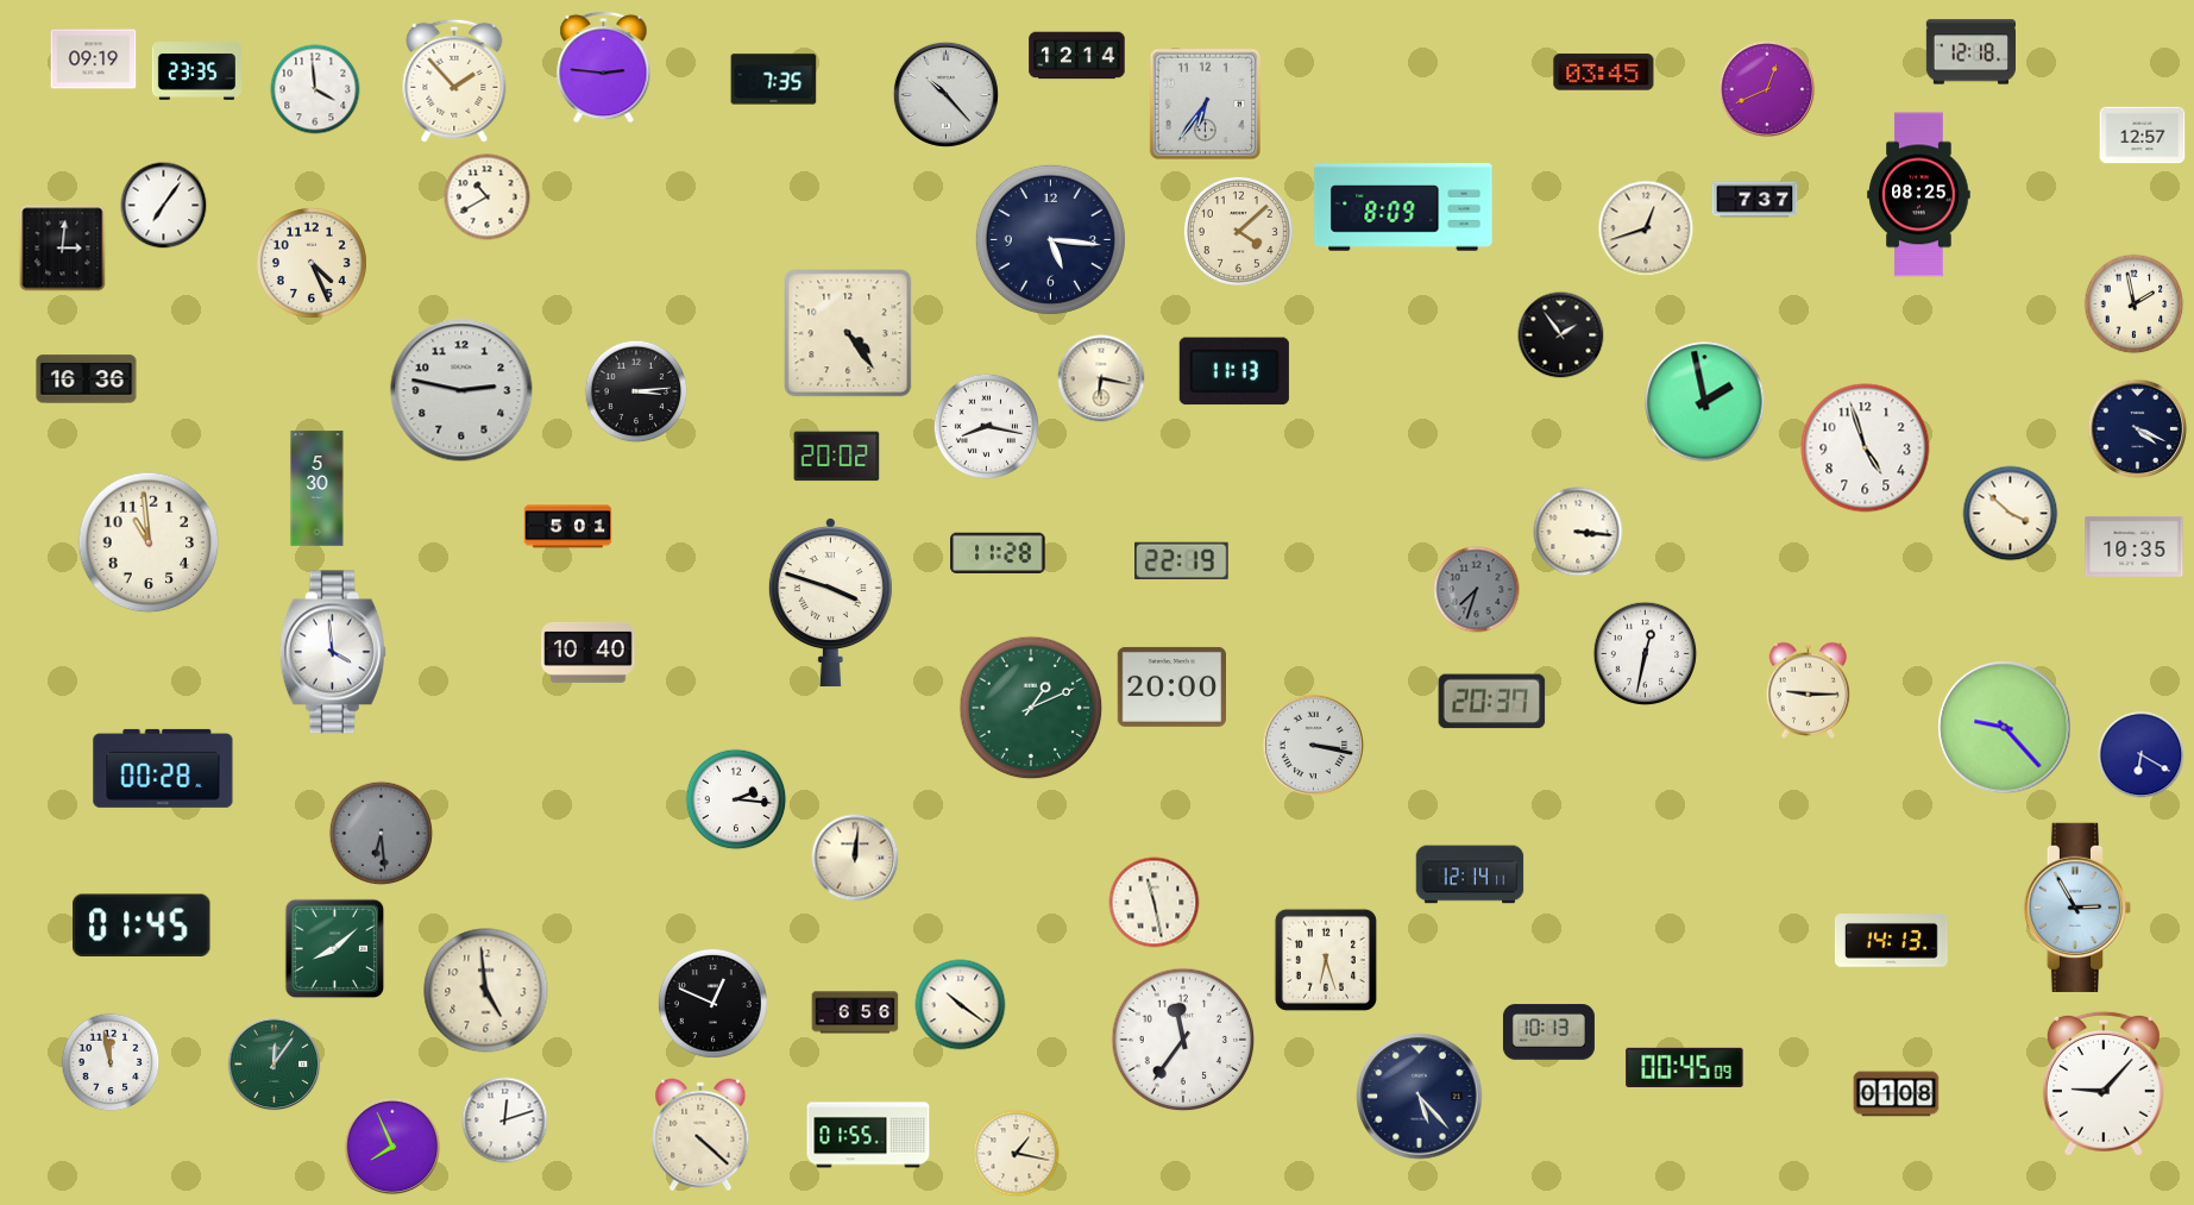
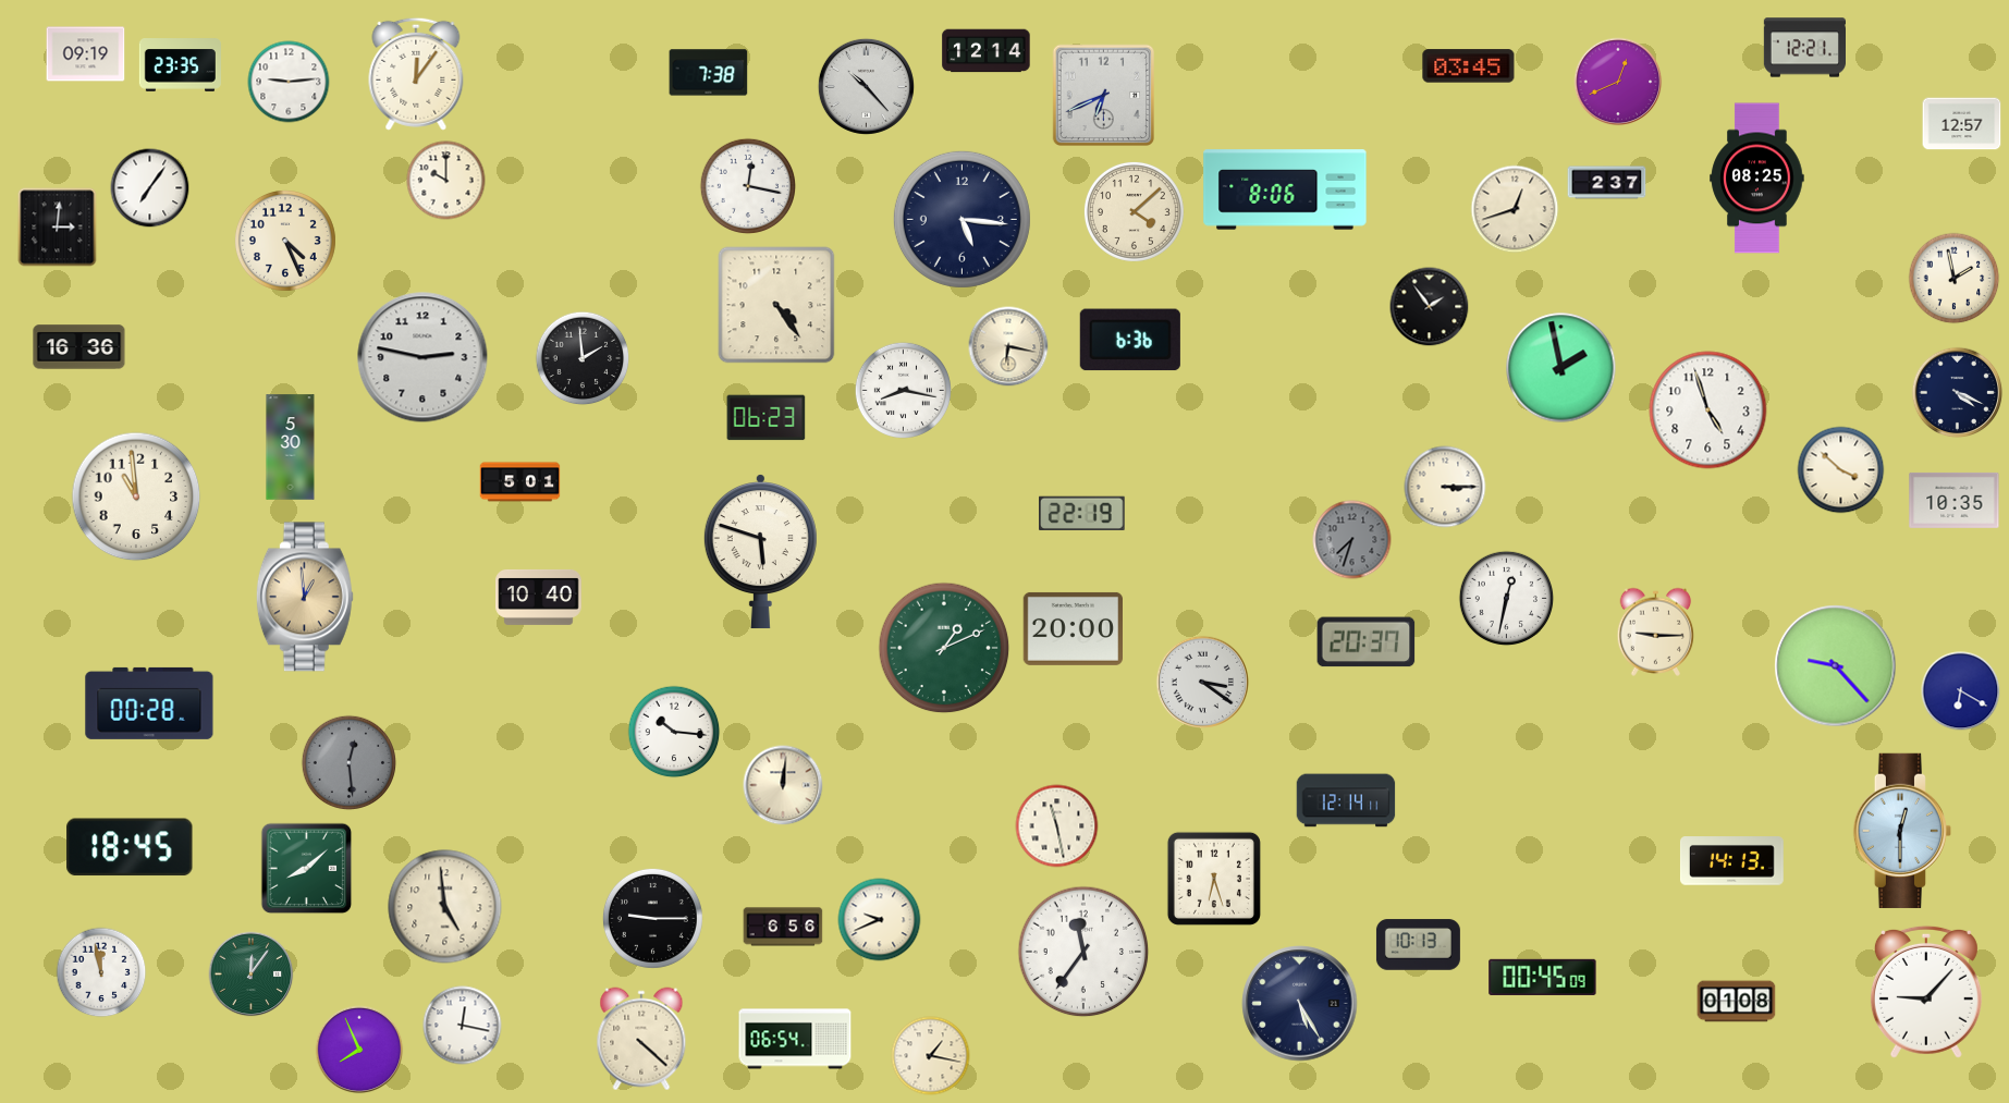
clock at (1970, 52): 12:18 -> 12:21
clock at (604, 67): 2:46 -> none
clock at (774, 80): 7:35 -> 7:38
clock at (454, 81): 1:53 -> 12:06
clock at (315, 89): 3:59 -> 9:14
clock at (1205, 103): 6:36 -> 6:41
clock at (488, 197): 10:40 -> 10:00
clock at (1755, 200): 7:37 -> 2:37
clock at (747, 185): none -> 12:17
clock at (1403, 207): 8:09 -> 8:06
clock at (1646, 228) position: (1646, 228) -> (1515, 209)
clock at (1234, 371): 11:13 -> 6:36
clock at (636, 391): 3:14 -> 1:59
clock at (837, 457): 20:02 -> 06:23
clock at (1578, 532): 3:16 -> 3:15
clock at (998, 553): 11:28 -> none
clock at (830, 603): 3:48 -> 5:48
clock at (333, 652): 3:59 -> 12:59
clock at (333, 652) dial: white -> champagne
clock at (1314, 746): 3:17 -> 3:21
clock at (736, 799): 2:16 -> 10:16
clock at (382, 834): 6:29 -> 12:29
clock at (2076, 908): 2:55 -> 12:30
clock at (142, 925): 01:45 -> 18:45
clock at (712, 1003): 12:49 -> 9:15
clock at (961, 1005): 10:21 -> 9:41
clock at (1420, 1097): 5:23 -> 5:25
clock at (505, 1121): 12:12 -> 12:17
clock at (868, 1135): 01:55 -> 06:54
